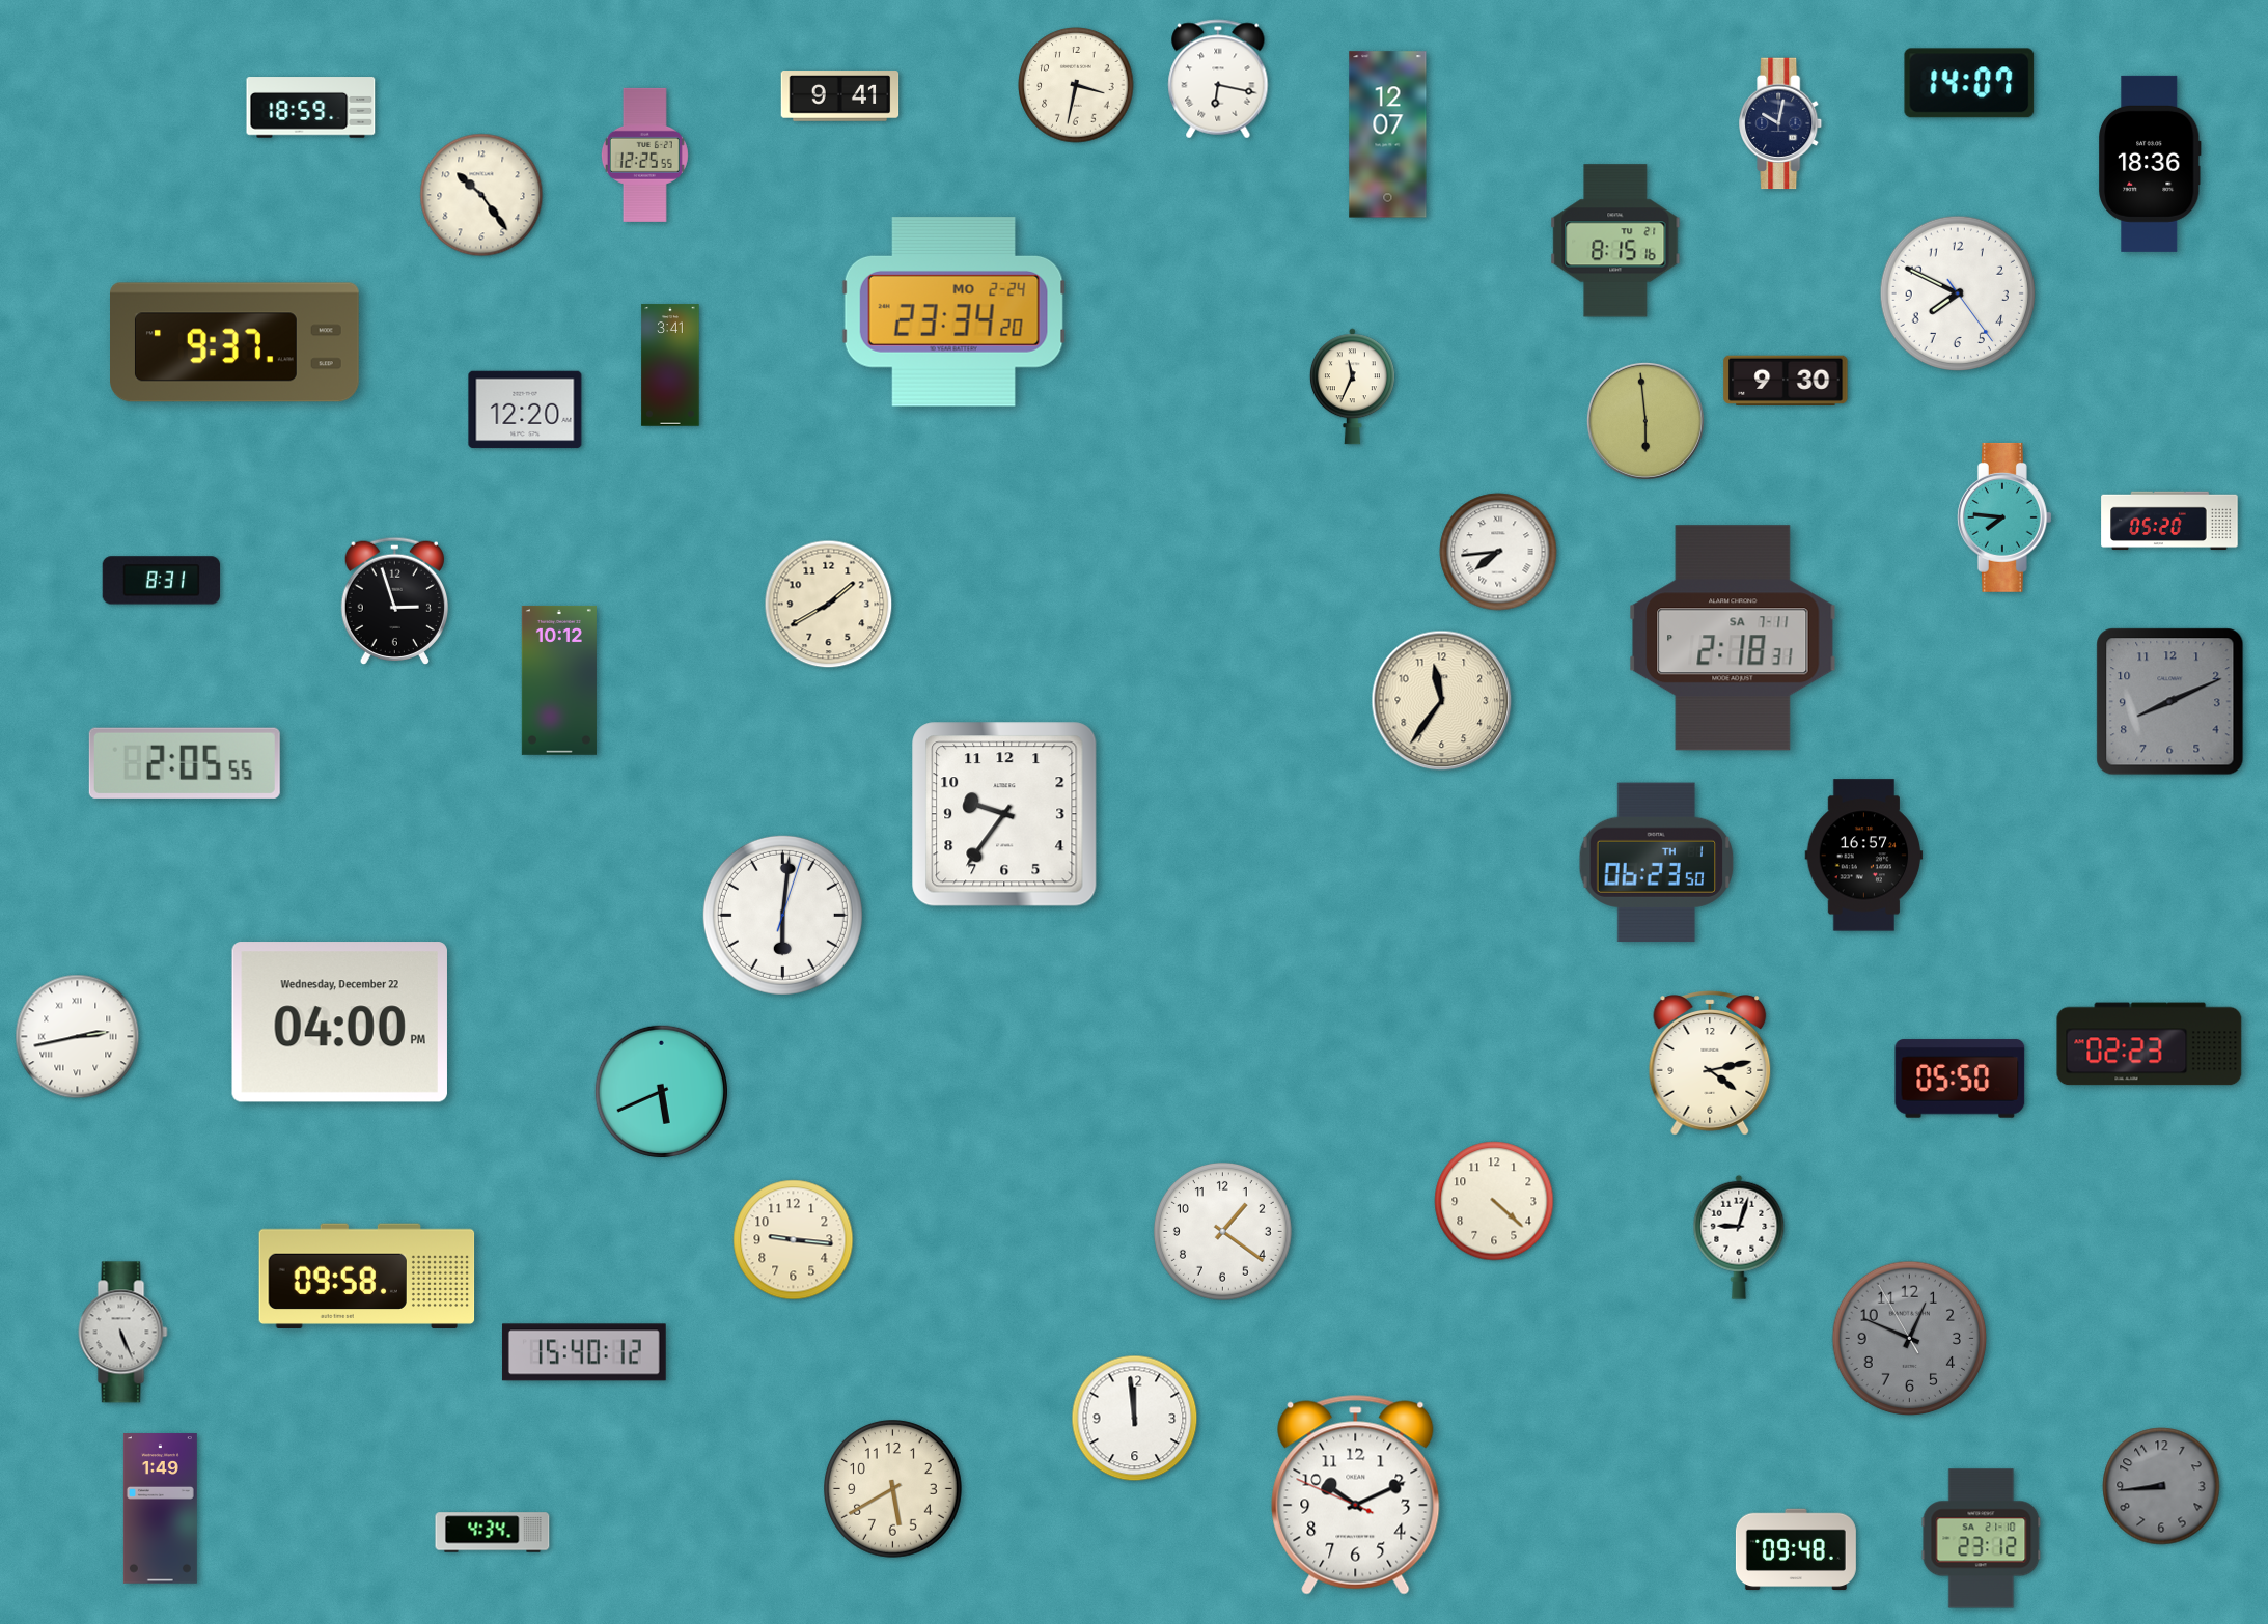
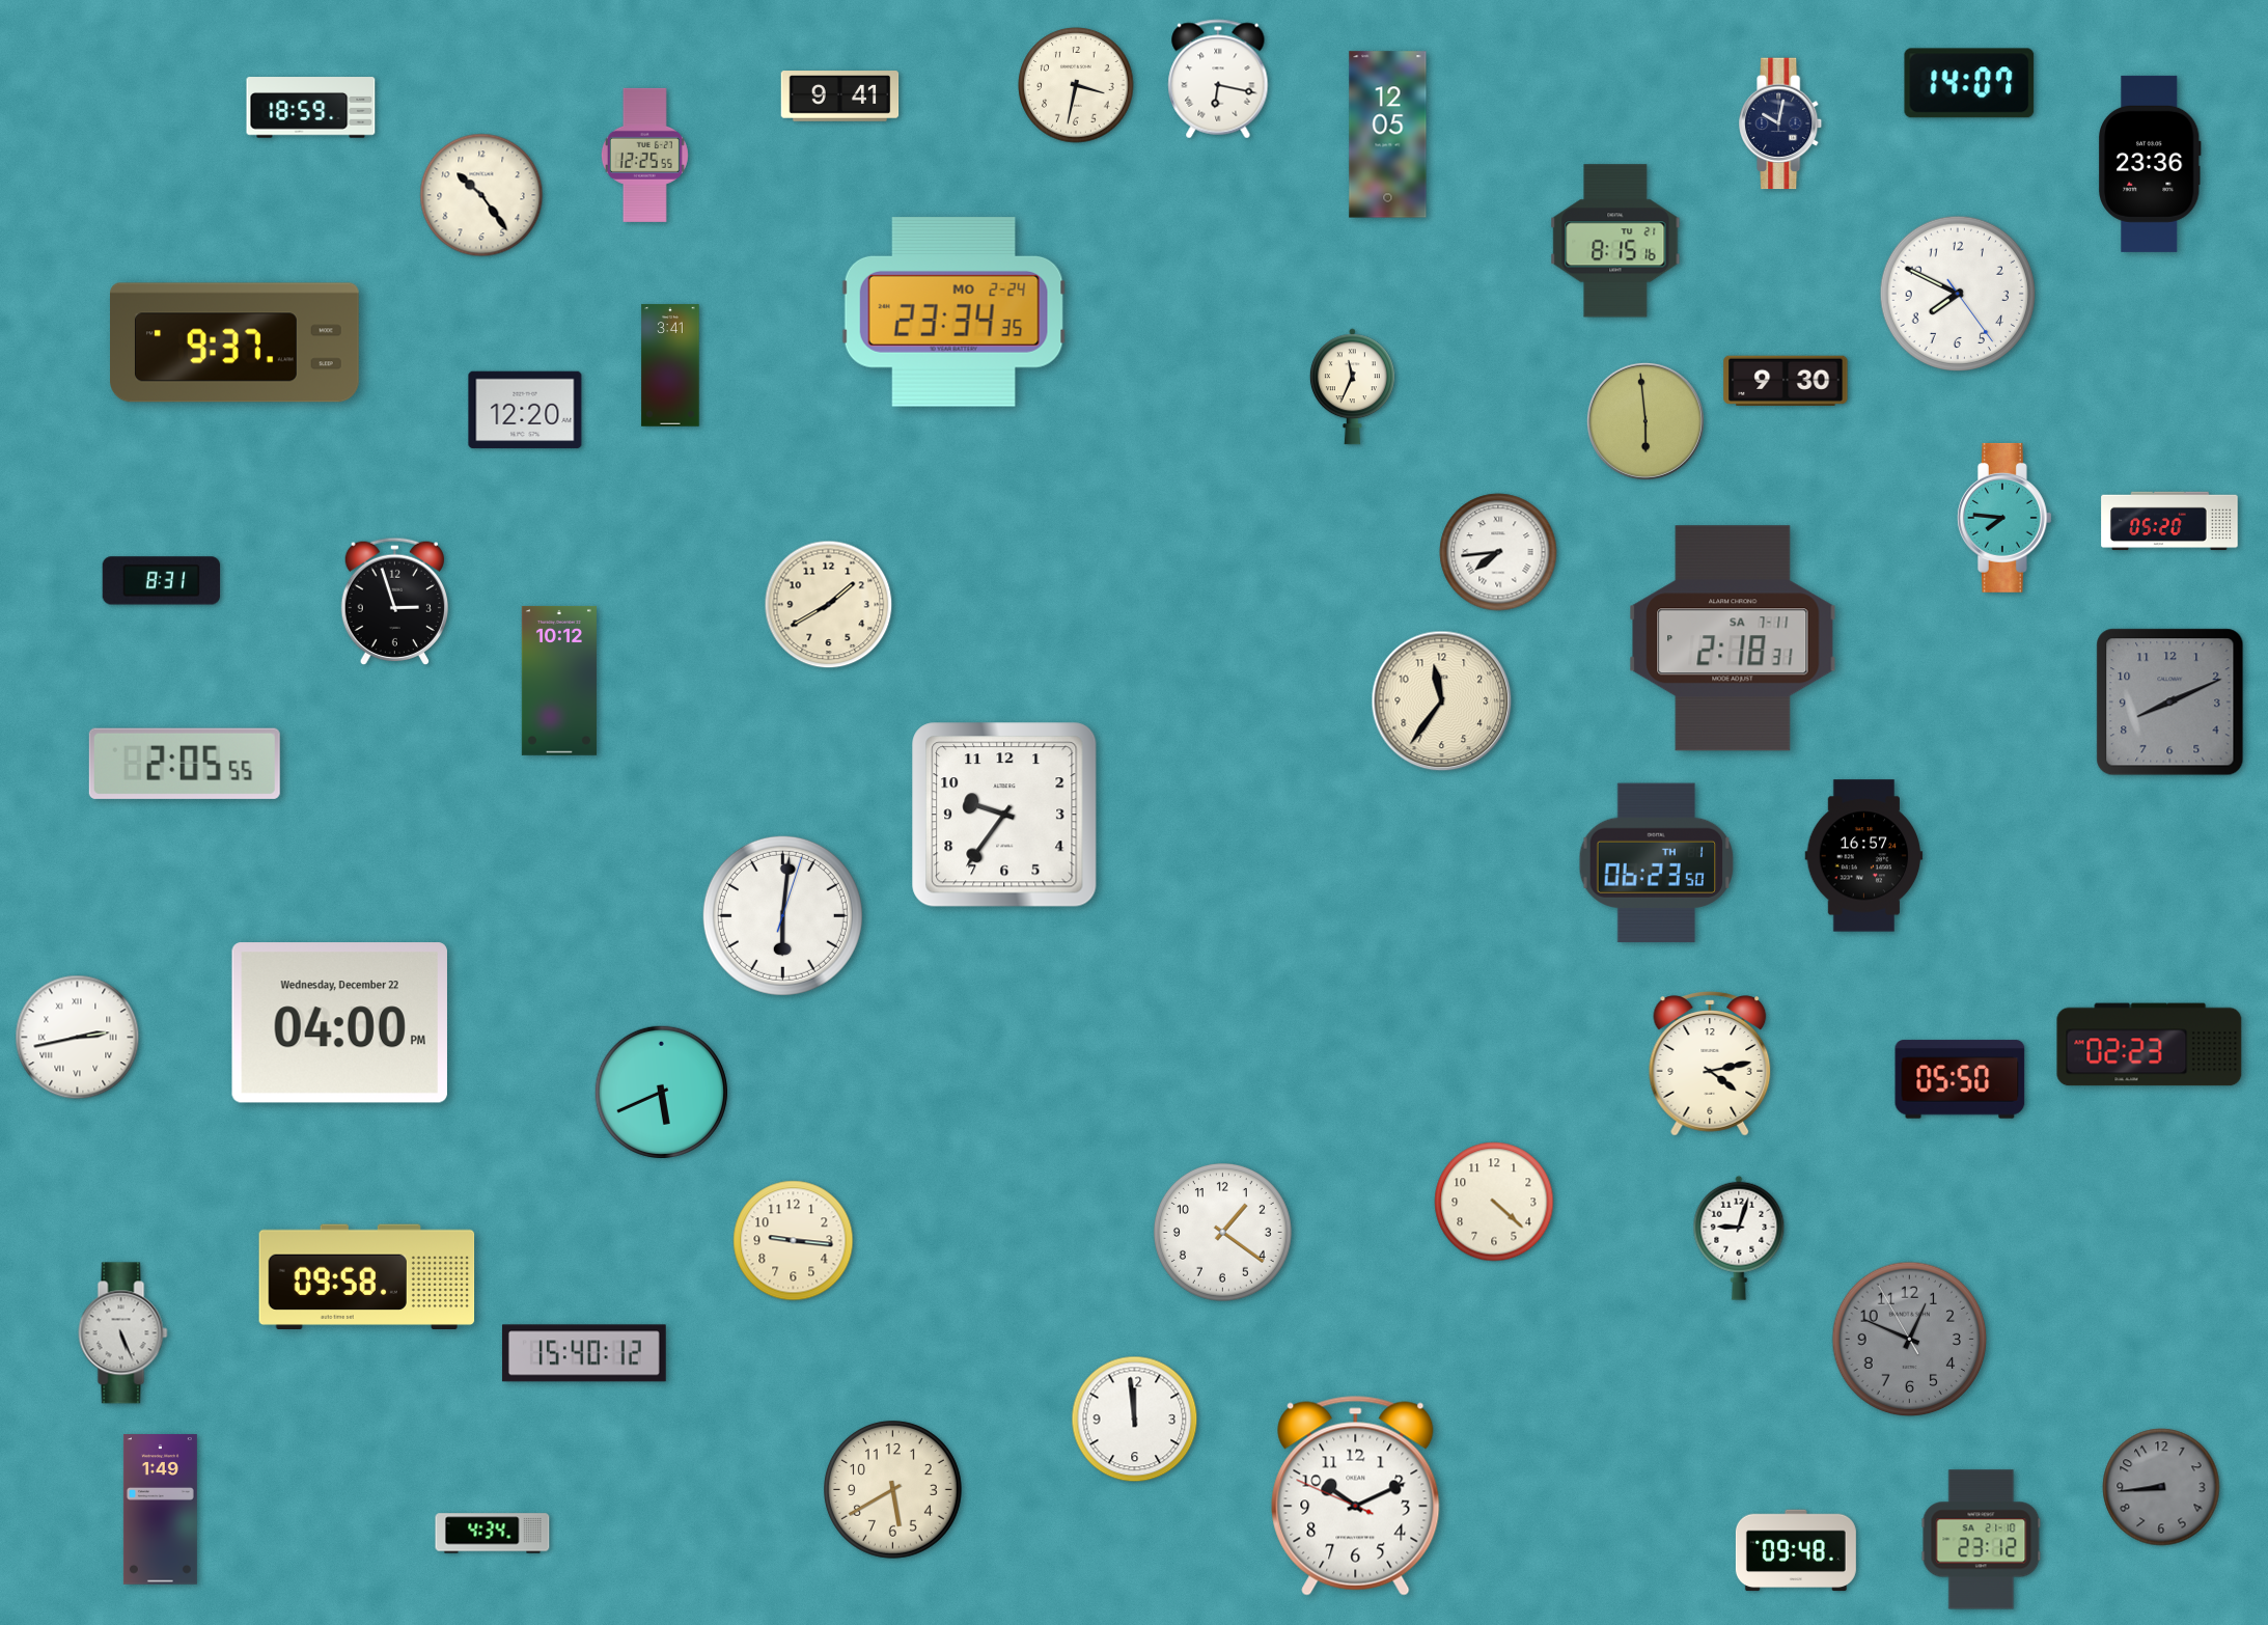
clock at (1388, 135): 12:07 -> 12:05
clock at (2150, 164): 18:36 -> 23:36
clock at (953, 312): 23:34:20 -> 23:34:35
